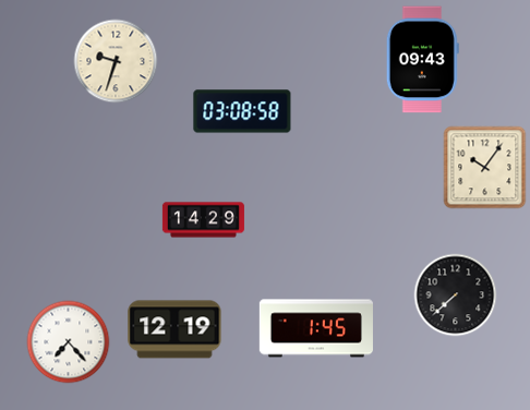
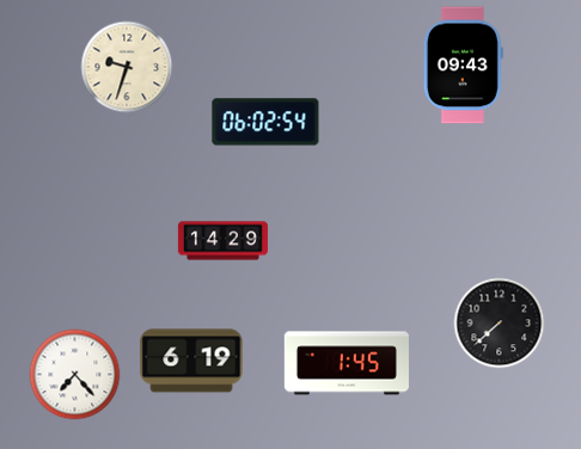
clock at (242, 111): 03:08 -> 06:02
clock at (485, 168): 10:06 -> none
clock at (316, 328) position: (316, 328) -> (347, 363)
clock at (174, 329): 12:19 -> 6:19
